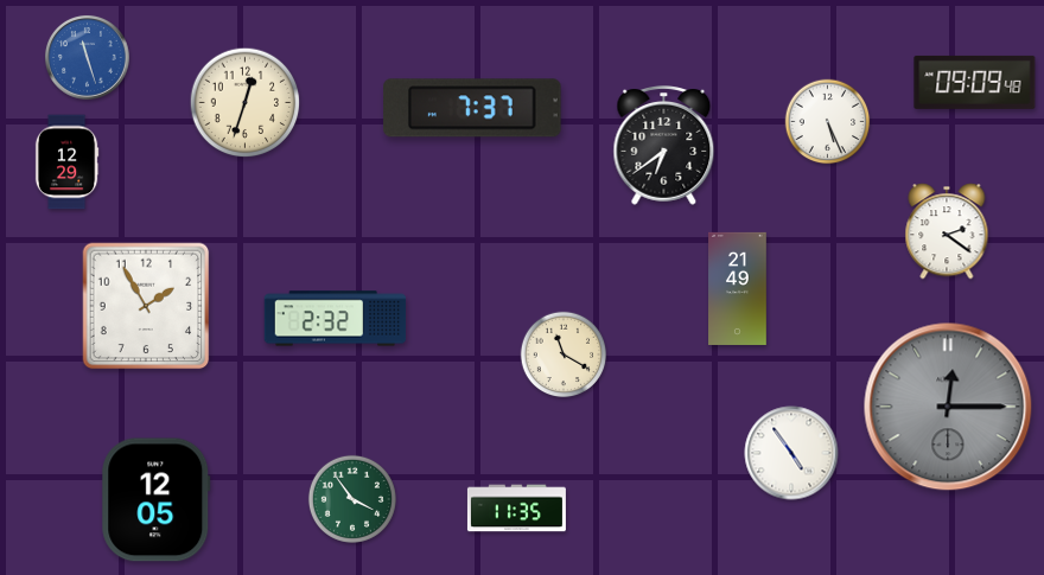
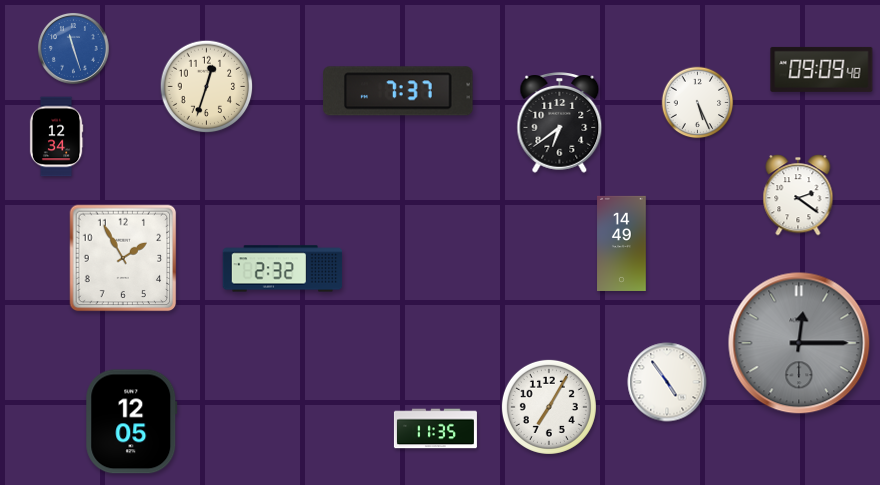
clock at (66, 162): 12:29 -> 12:34
clock at (738, 288): 21:49 -> 14:49
clock at (564, 354): 11:20 -> none
clock at (549, 407): none -> 7:05
clock at (352, 499): 3:54 -> none
